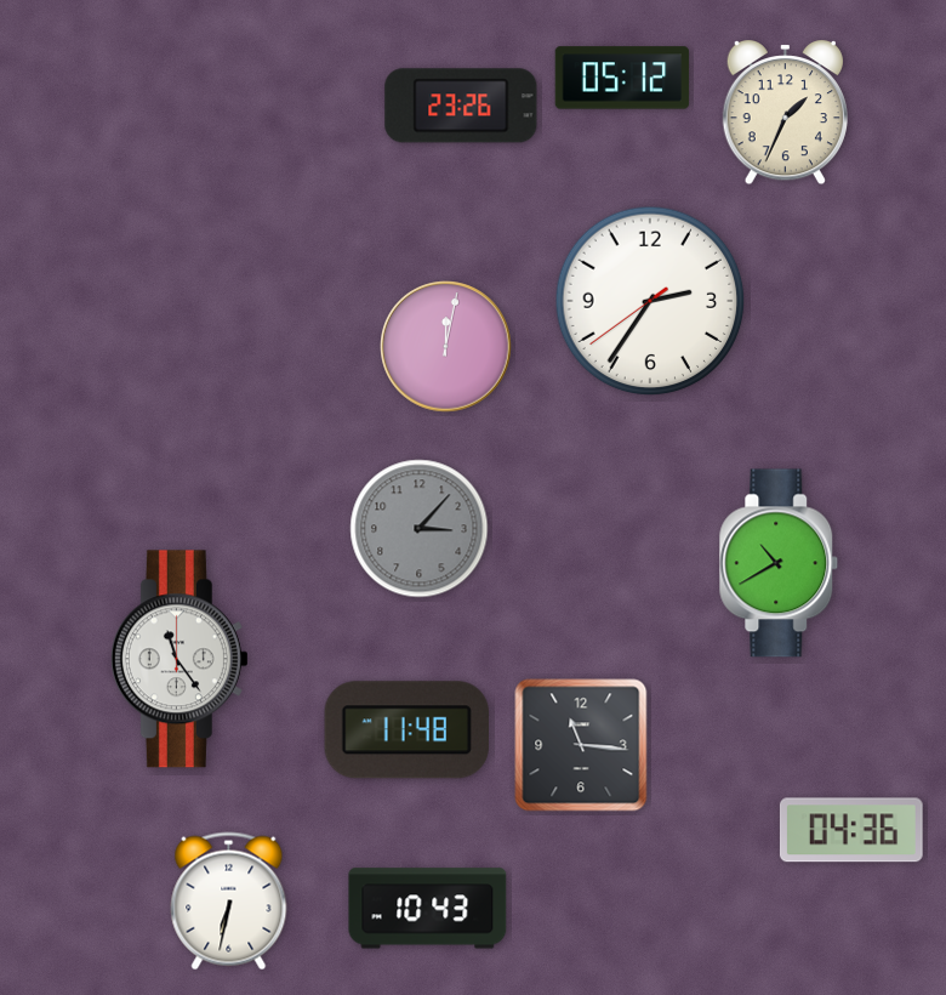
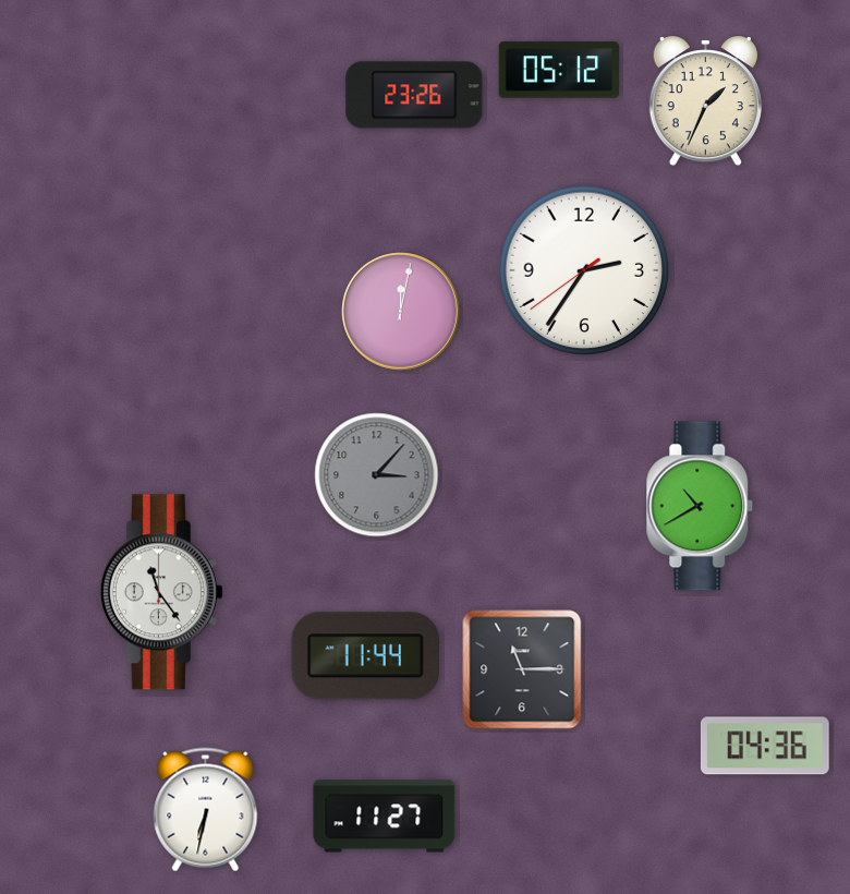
clock at (406, 730): 11:48 -> 11:44
clock at (581, 745): 11:16 -> 11:15
clock at (428, 909): 10:43 -> 11:27
